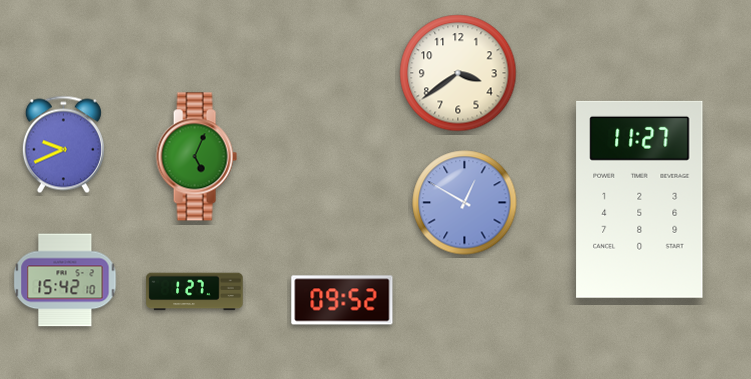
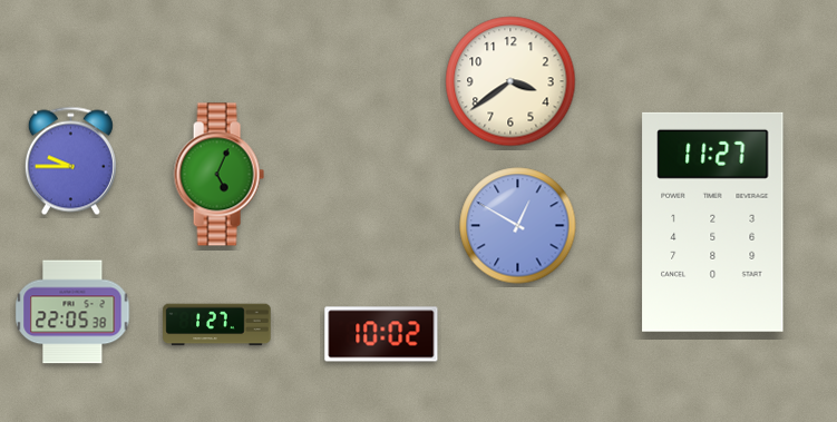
clock at (63, 145): 9:41 -> 9:45
clock at (65, 280): 15:42 -> 22:05
clock at (342, 300): 09:52 -> 10:02
